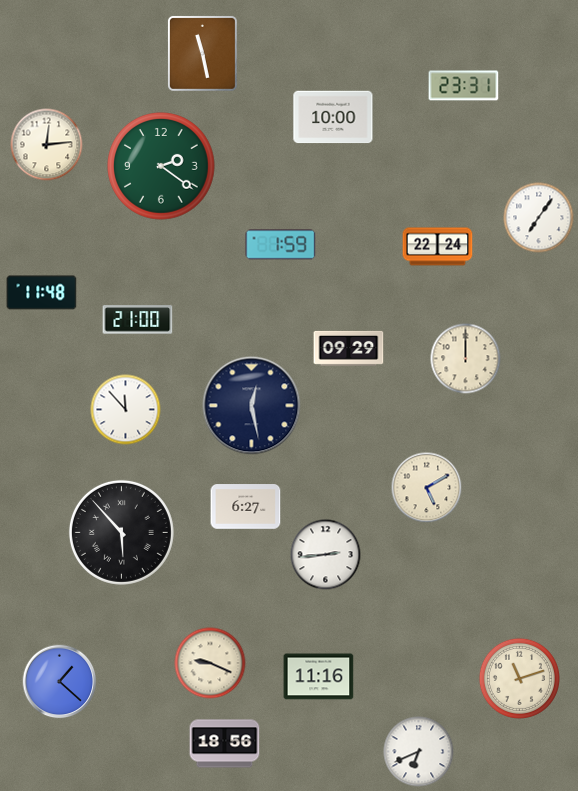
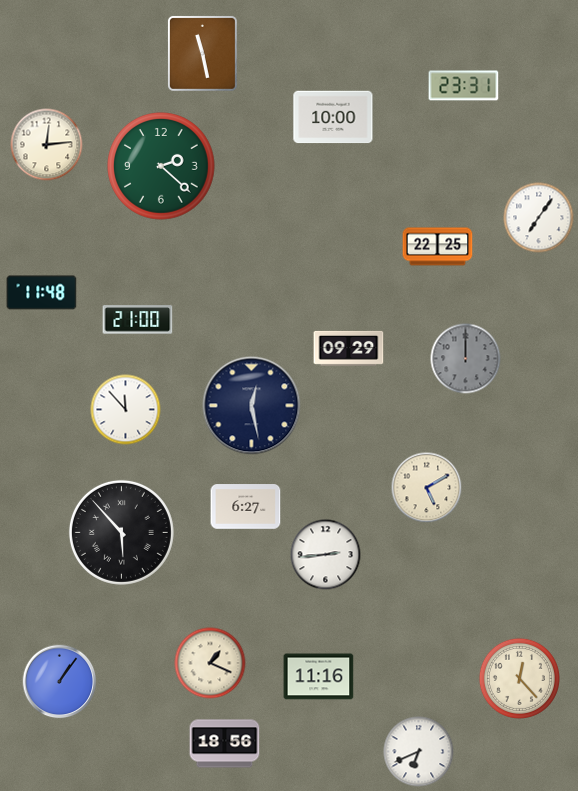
clock at (161, 166): 2:21 -> 2:22
clock at (281, 245): 1:59 -> none
clock at (438, 247): 22:24 -> 22:25
clock at (466, 359) dial: cream -> grey
clock at (210, 663): 9:19 -> 1:19
clock at (519, 678): 11:12 -> 12:23
clock at (60, 682): 1:22 -> 1:06
